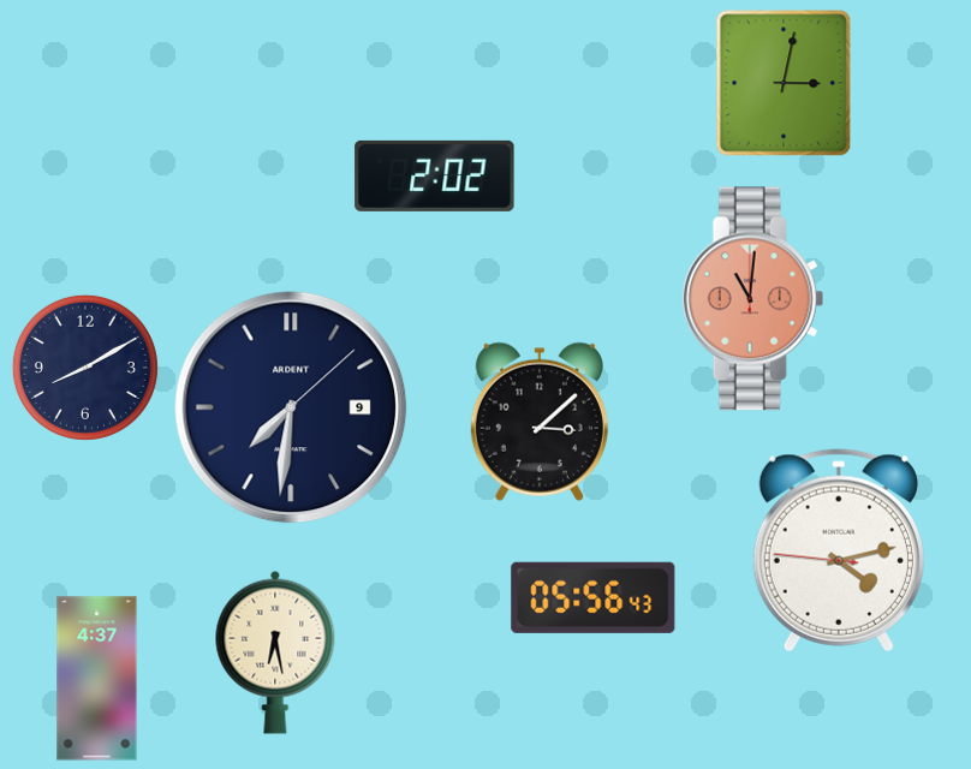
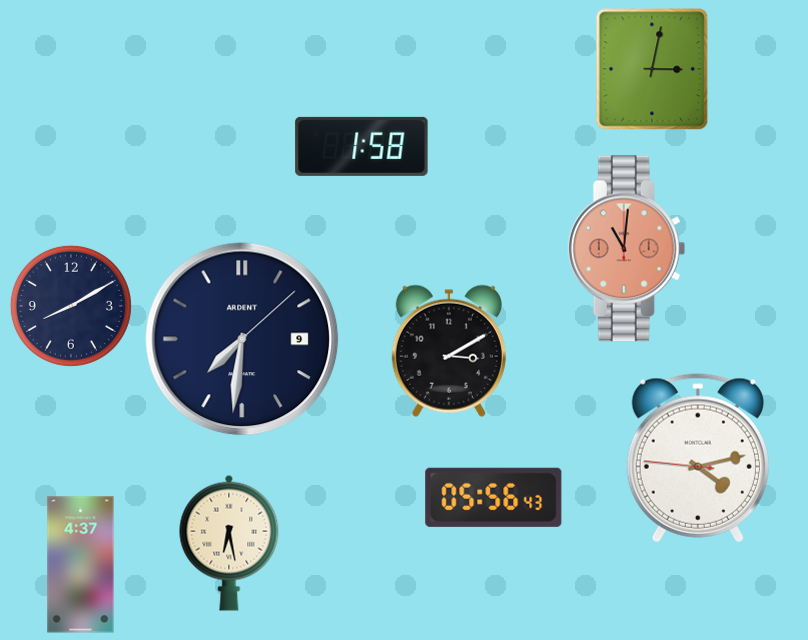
clock at (435, 175): 2:02 -> 1:58
clock at (540, 422): 3:08 -> 3:10
